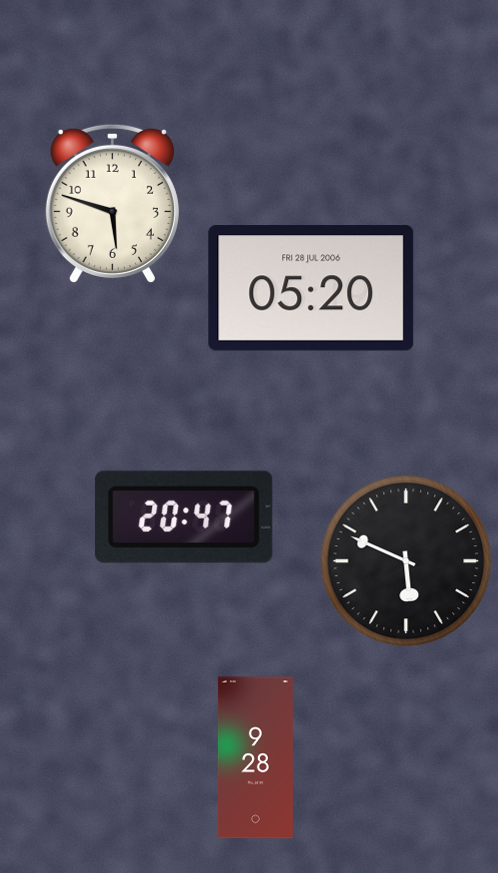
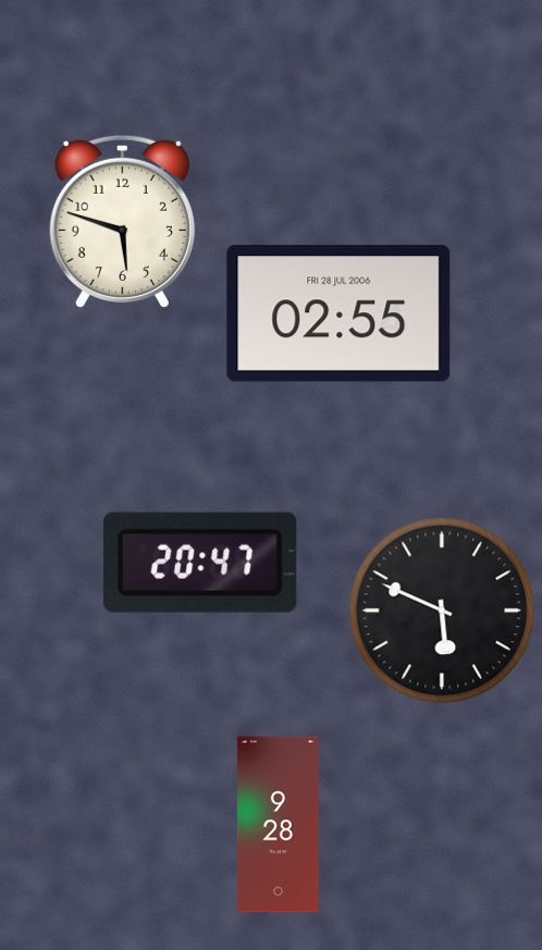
clock at (311, 288): 05:20 -> 02:55
